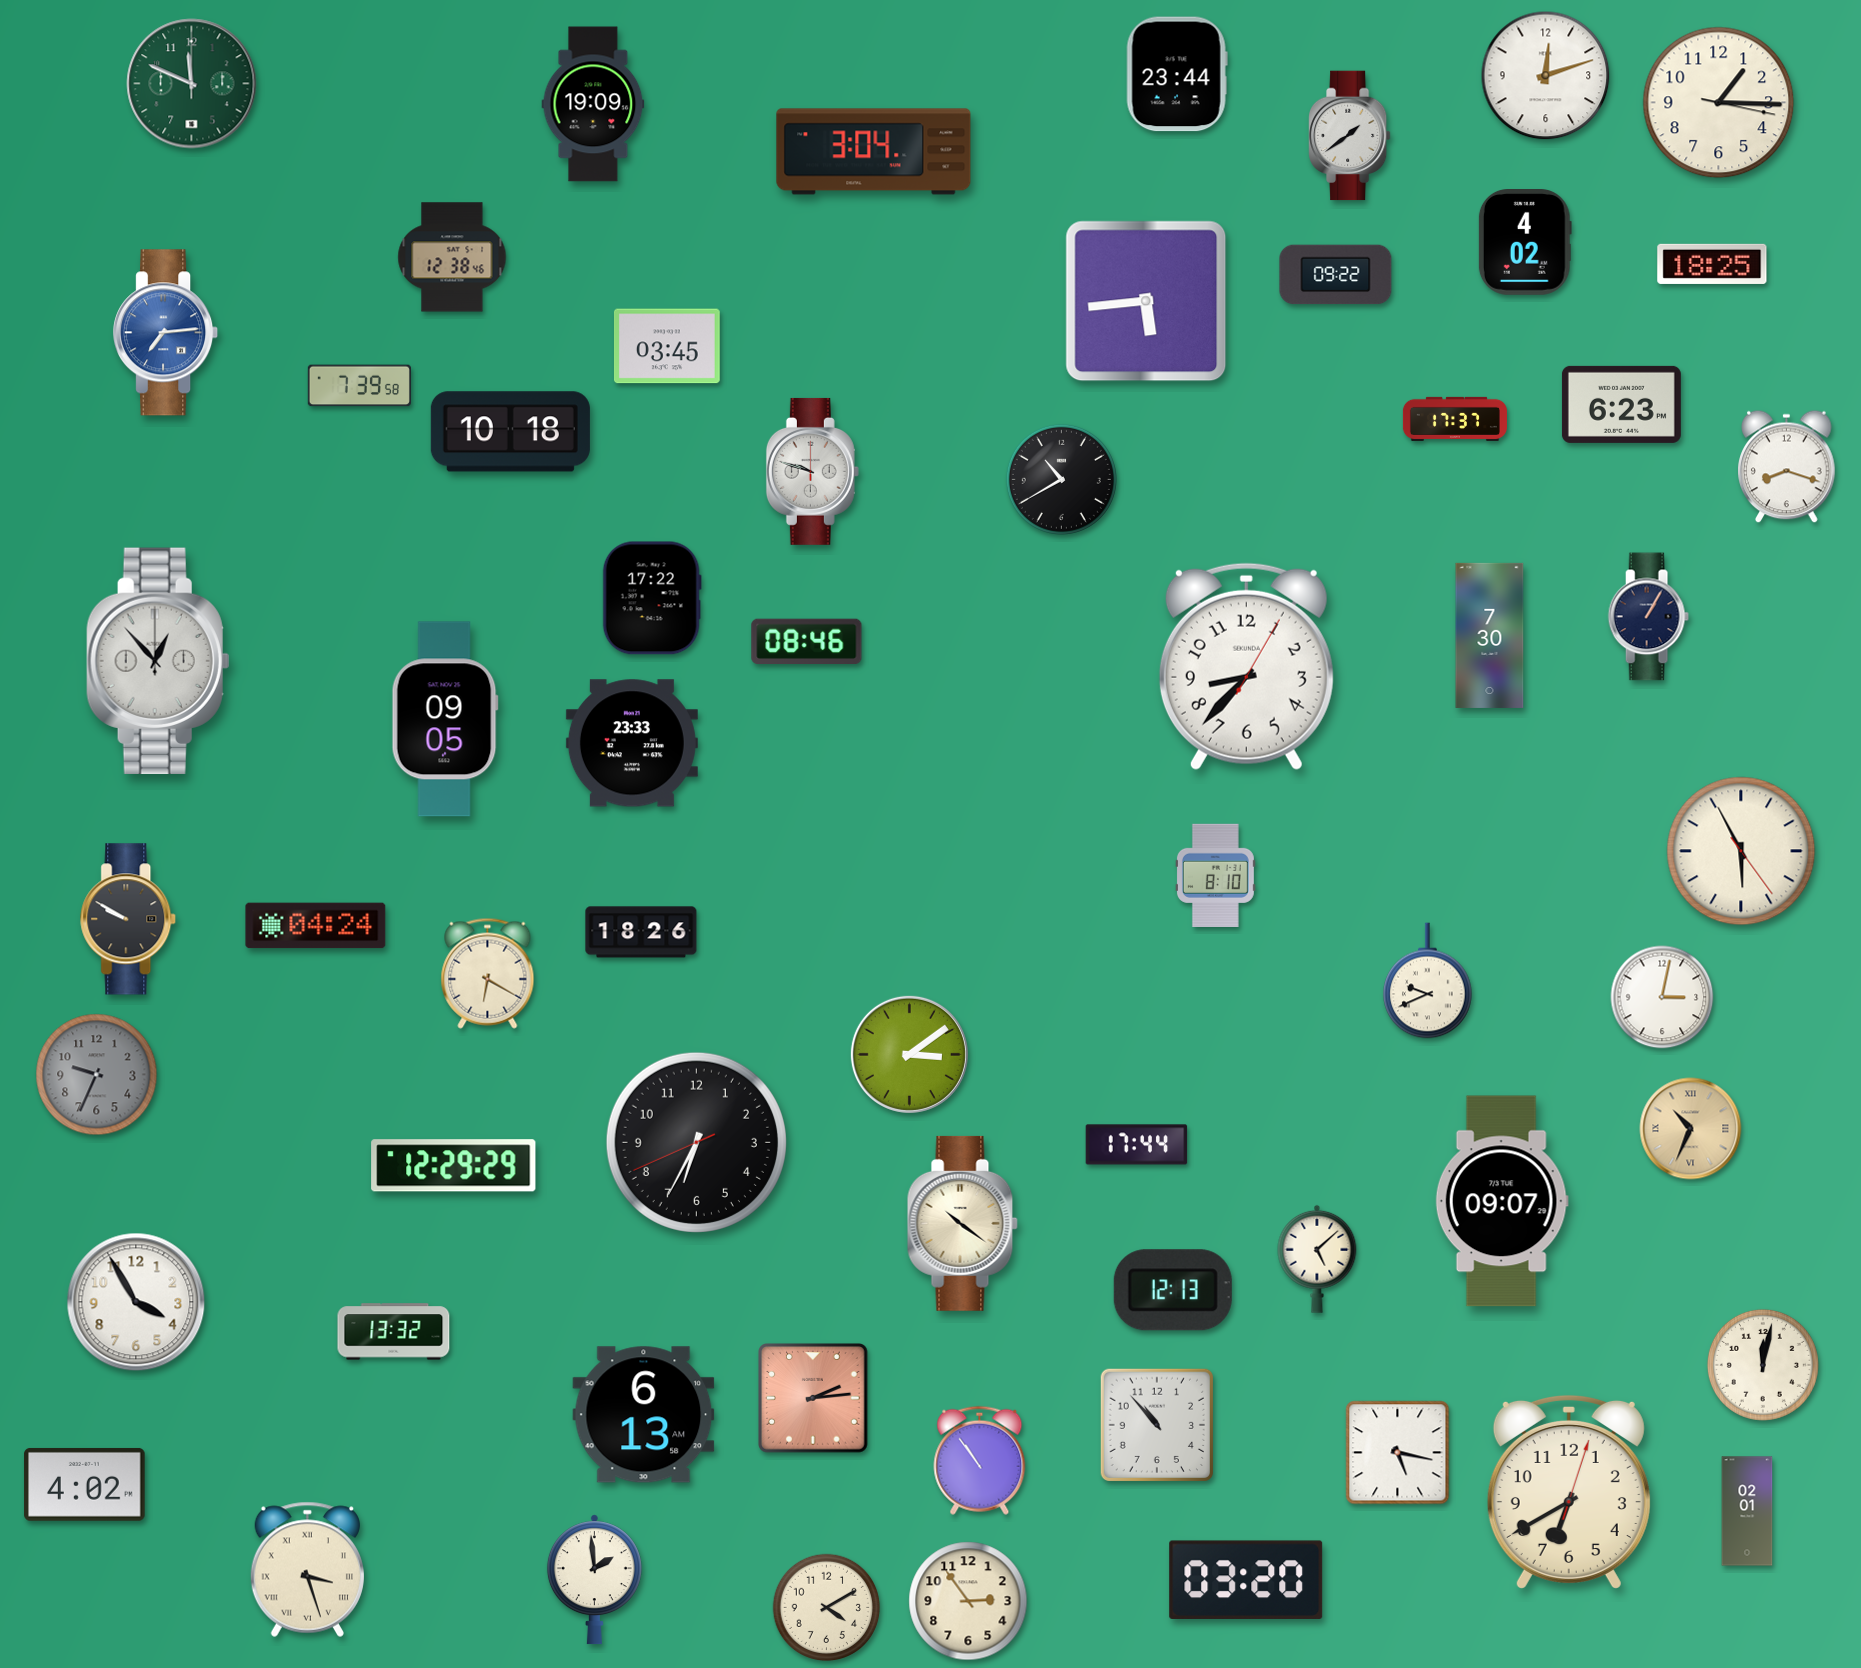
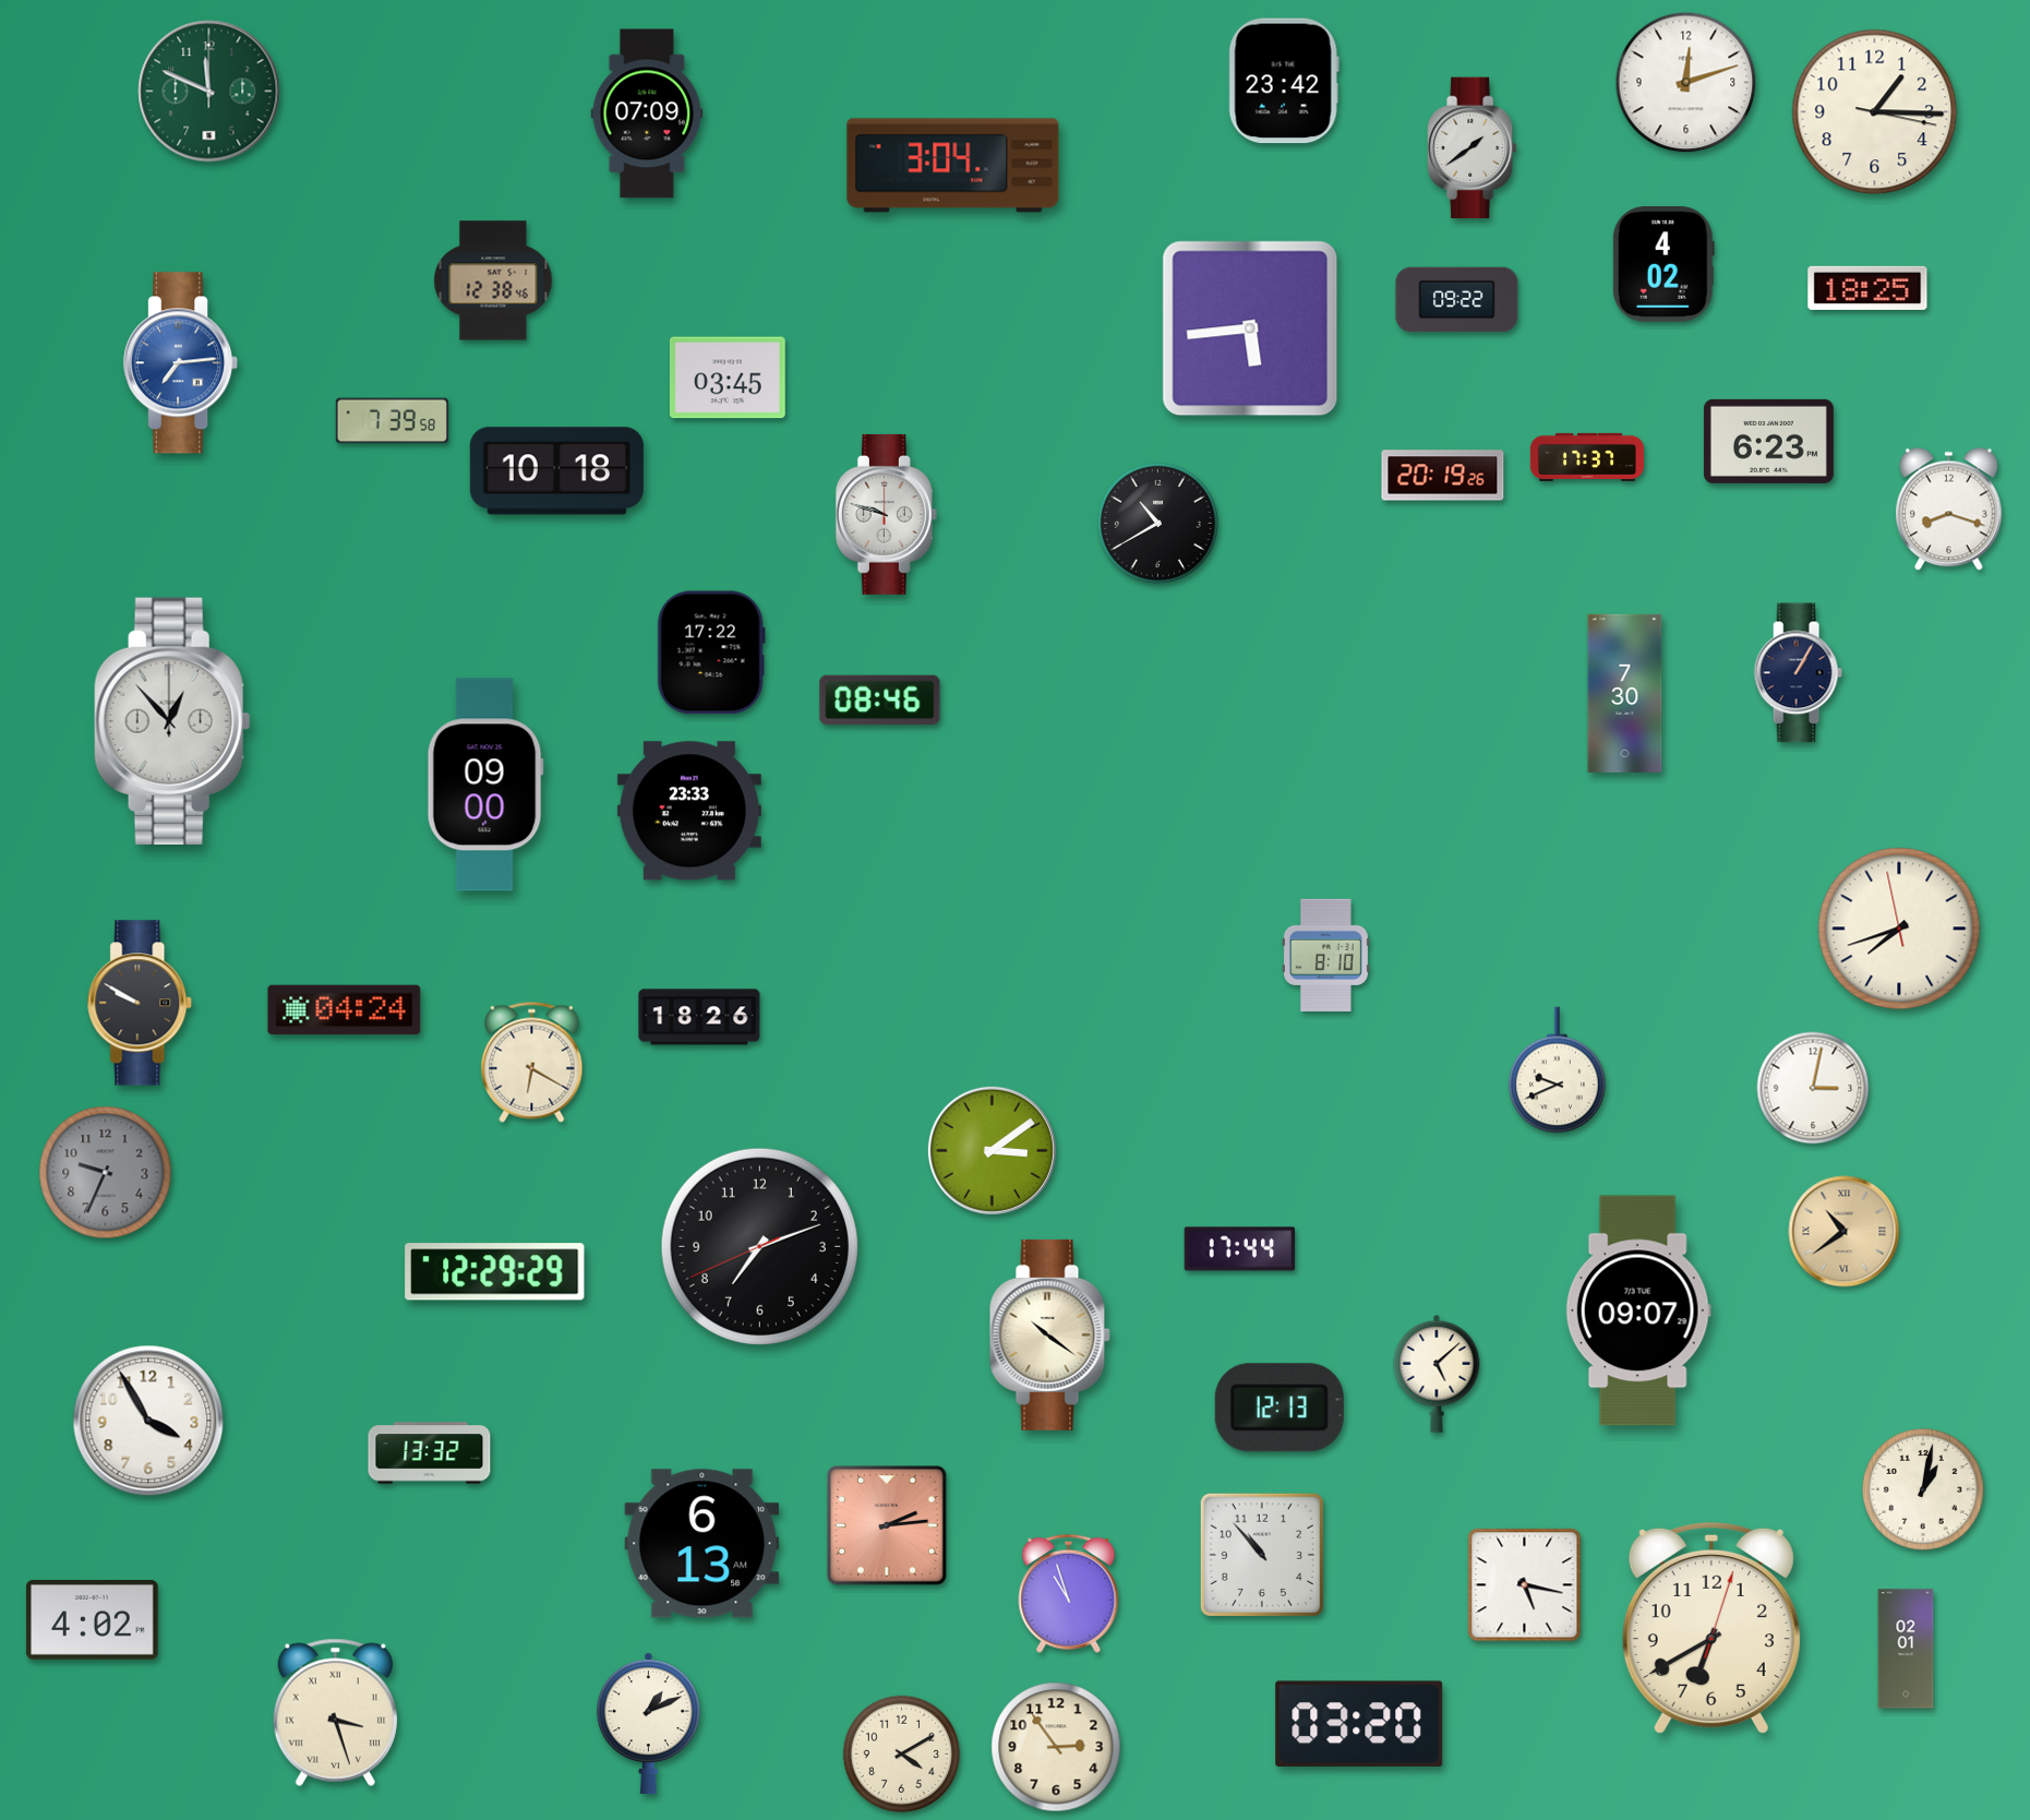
clock at (1177, 74): 23:44 -> 23:42
clock at (593, 104): 19:09 -> 07:09
clock at (1443, 476): none -> 20:19
clock at (1246, 666): 8:37 -> none
clock at (445, 719): 09:05 -> 09:00
clock at (1741, 851): 5:55 -> 7:41
clock at (1691, 1129): 10:34 -> 10:39
clock at (696, 1142): 6:34 -> 7:11
clock at (1763, 1365): 12:02 -> 1:02
clock at (980, 1460): 10:54 -> 10:57
clock at (594, 1580): 1:59 -> 1:11
